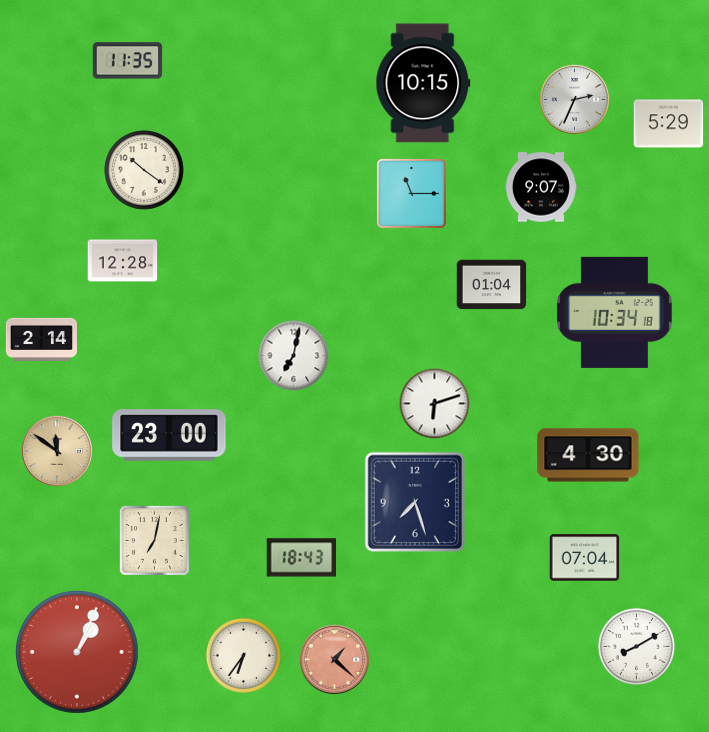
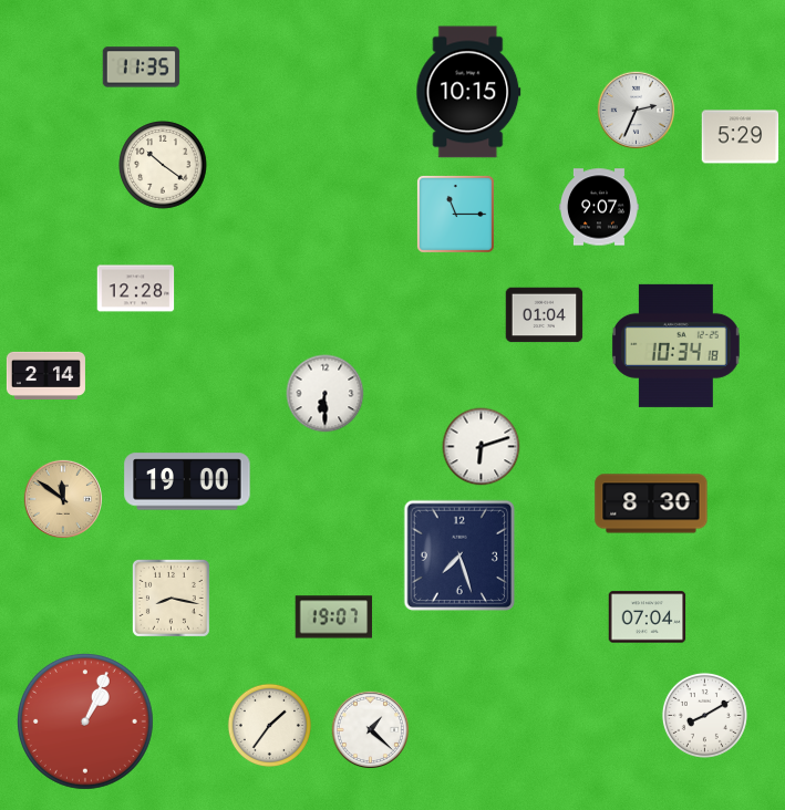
clock at (144, 170) position: (144, 170) -> (163, 165)
clock at (614, 312) position: (614, 312) -> (675, 345)
clock at (294, 356): 7:02 -> 6:30
clock at (169, 435): 23:00 -> 19:00
clock at (588, 455): 4:30 -> 8:30
clock at (154, 540): 7:02 -> 8:17
clock at (302, 558): 18:43 -> 19:07
clock at (243, 655): 6:36 -> 1:36
clock at (335, 660) dial: salmon -> white
